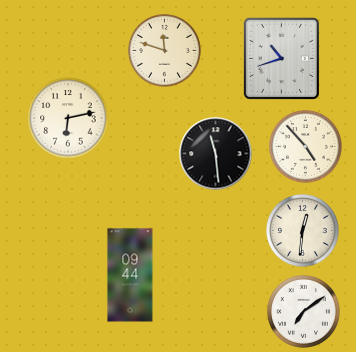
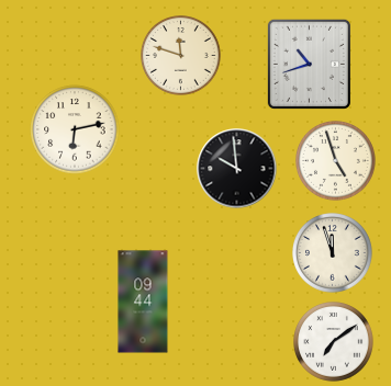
clock at (306, 147): 4:53 -> 4:57
clock at (216, 154): 11:29 -> 9:59
clock at (303, 231): 12:31 -> 11:57
